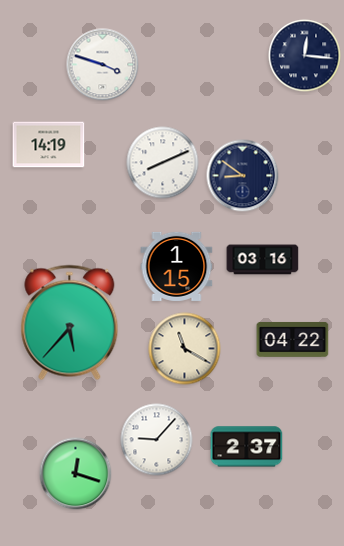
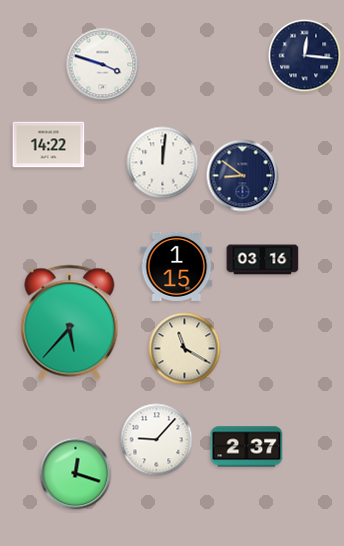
clock at (49, 145): 14:19 -> 14:22
clock at (163, 163): 8:11 -> 12:01
clock at (293, 339): 04:22 -> none
